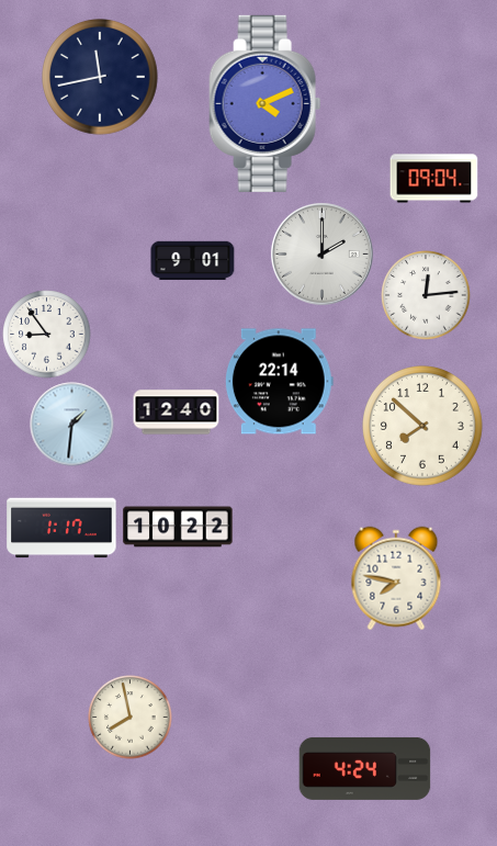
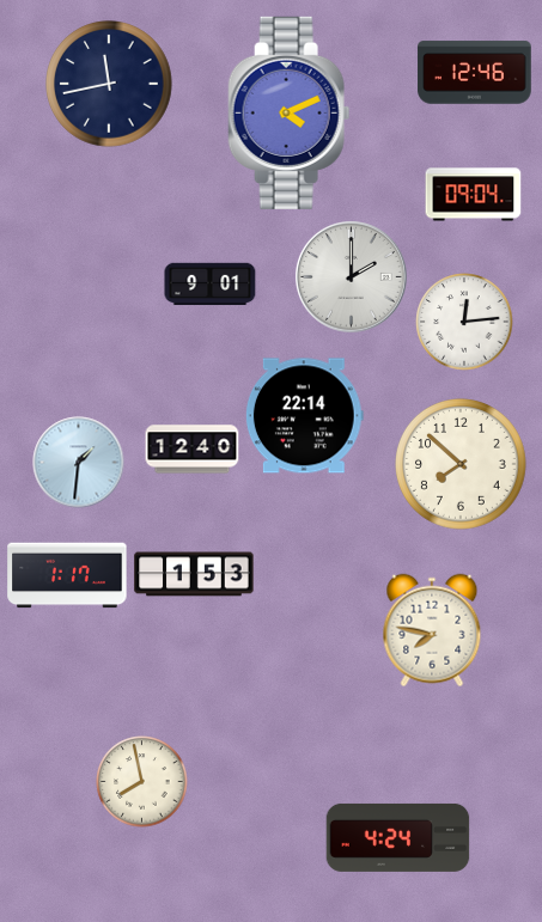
clock at (475, 73): none -> 12:46
clock at (47, 335): 8:54 -> none
clock at (178, 527): 10:22 -> 1:53
